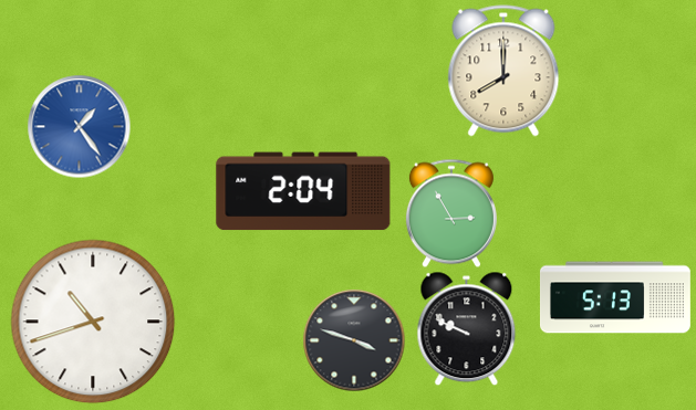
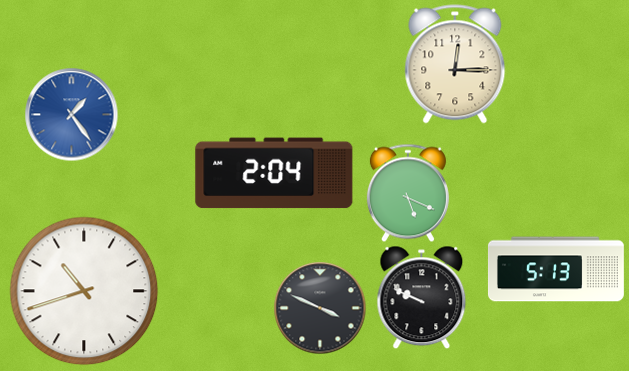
clock at (503, 71): 8:00 -> 12:15
clock at (451, 213): 2:55 -> 5:19
clock at (354, 340): 3:48 -> 3:49
